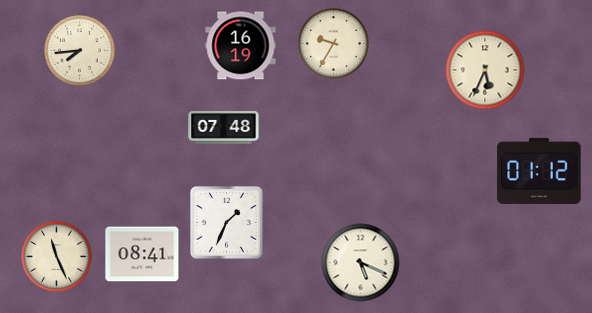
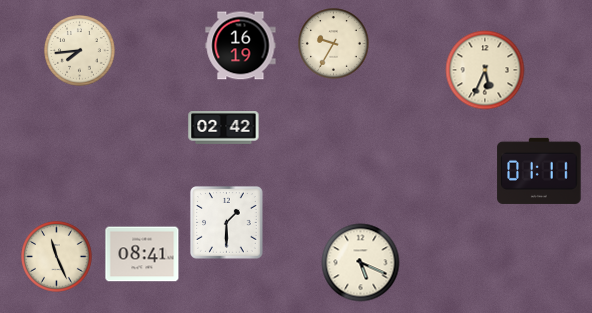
clock at (224, 128): 07:48 -> 02:42
clock at (539, 171): 01:12 -> 01:11
clock at (227, 223): 1:34 -> 1:30
